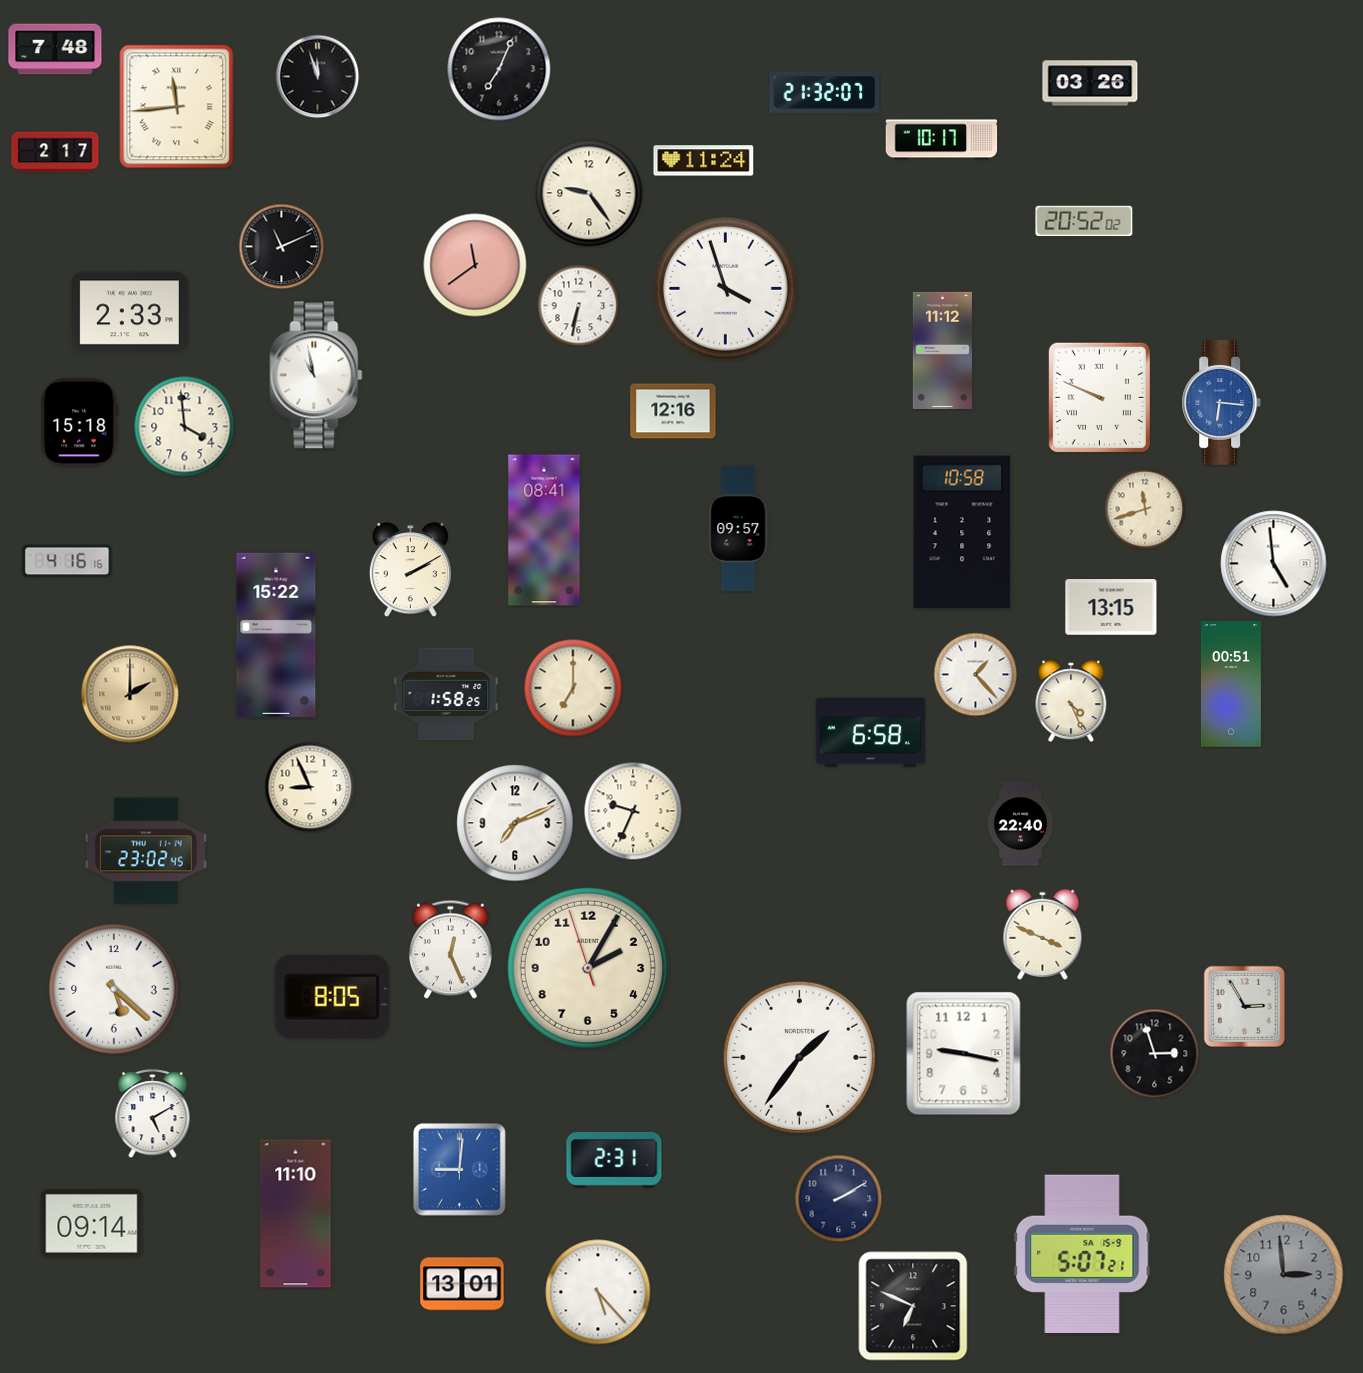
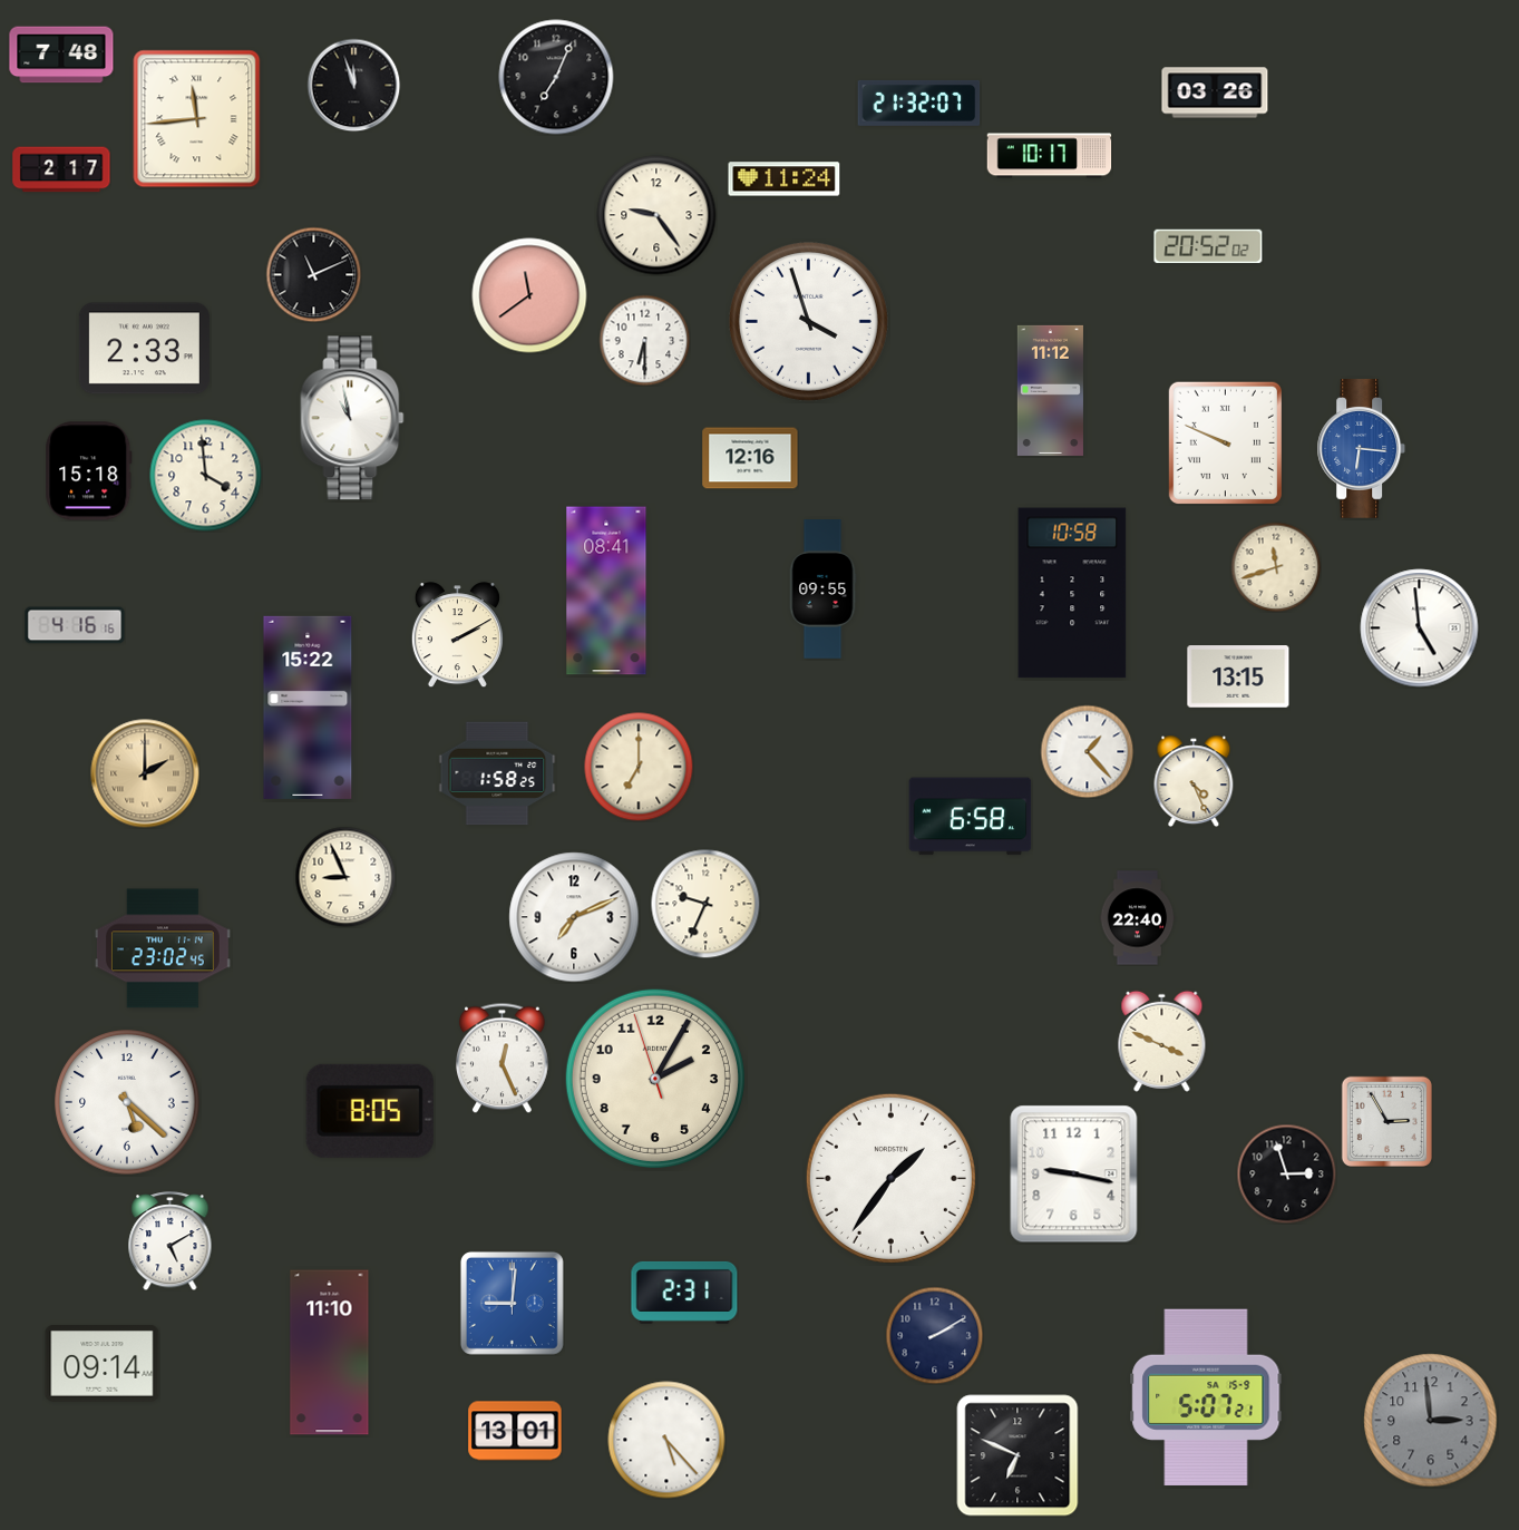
clock at (578, 305): 6:32 -> 6:30
clock at (738, 529): 09:57 -> 09:55
clock at (1231, 684): 00:51 -> none
